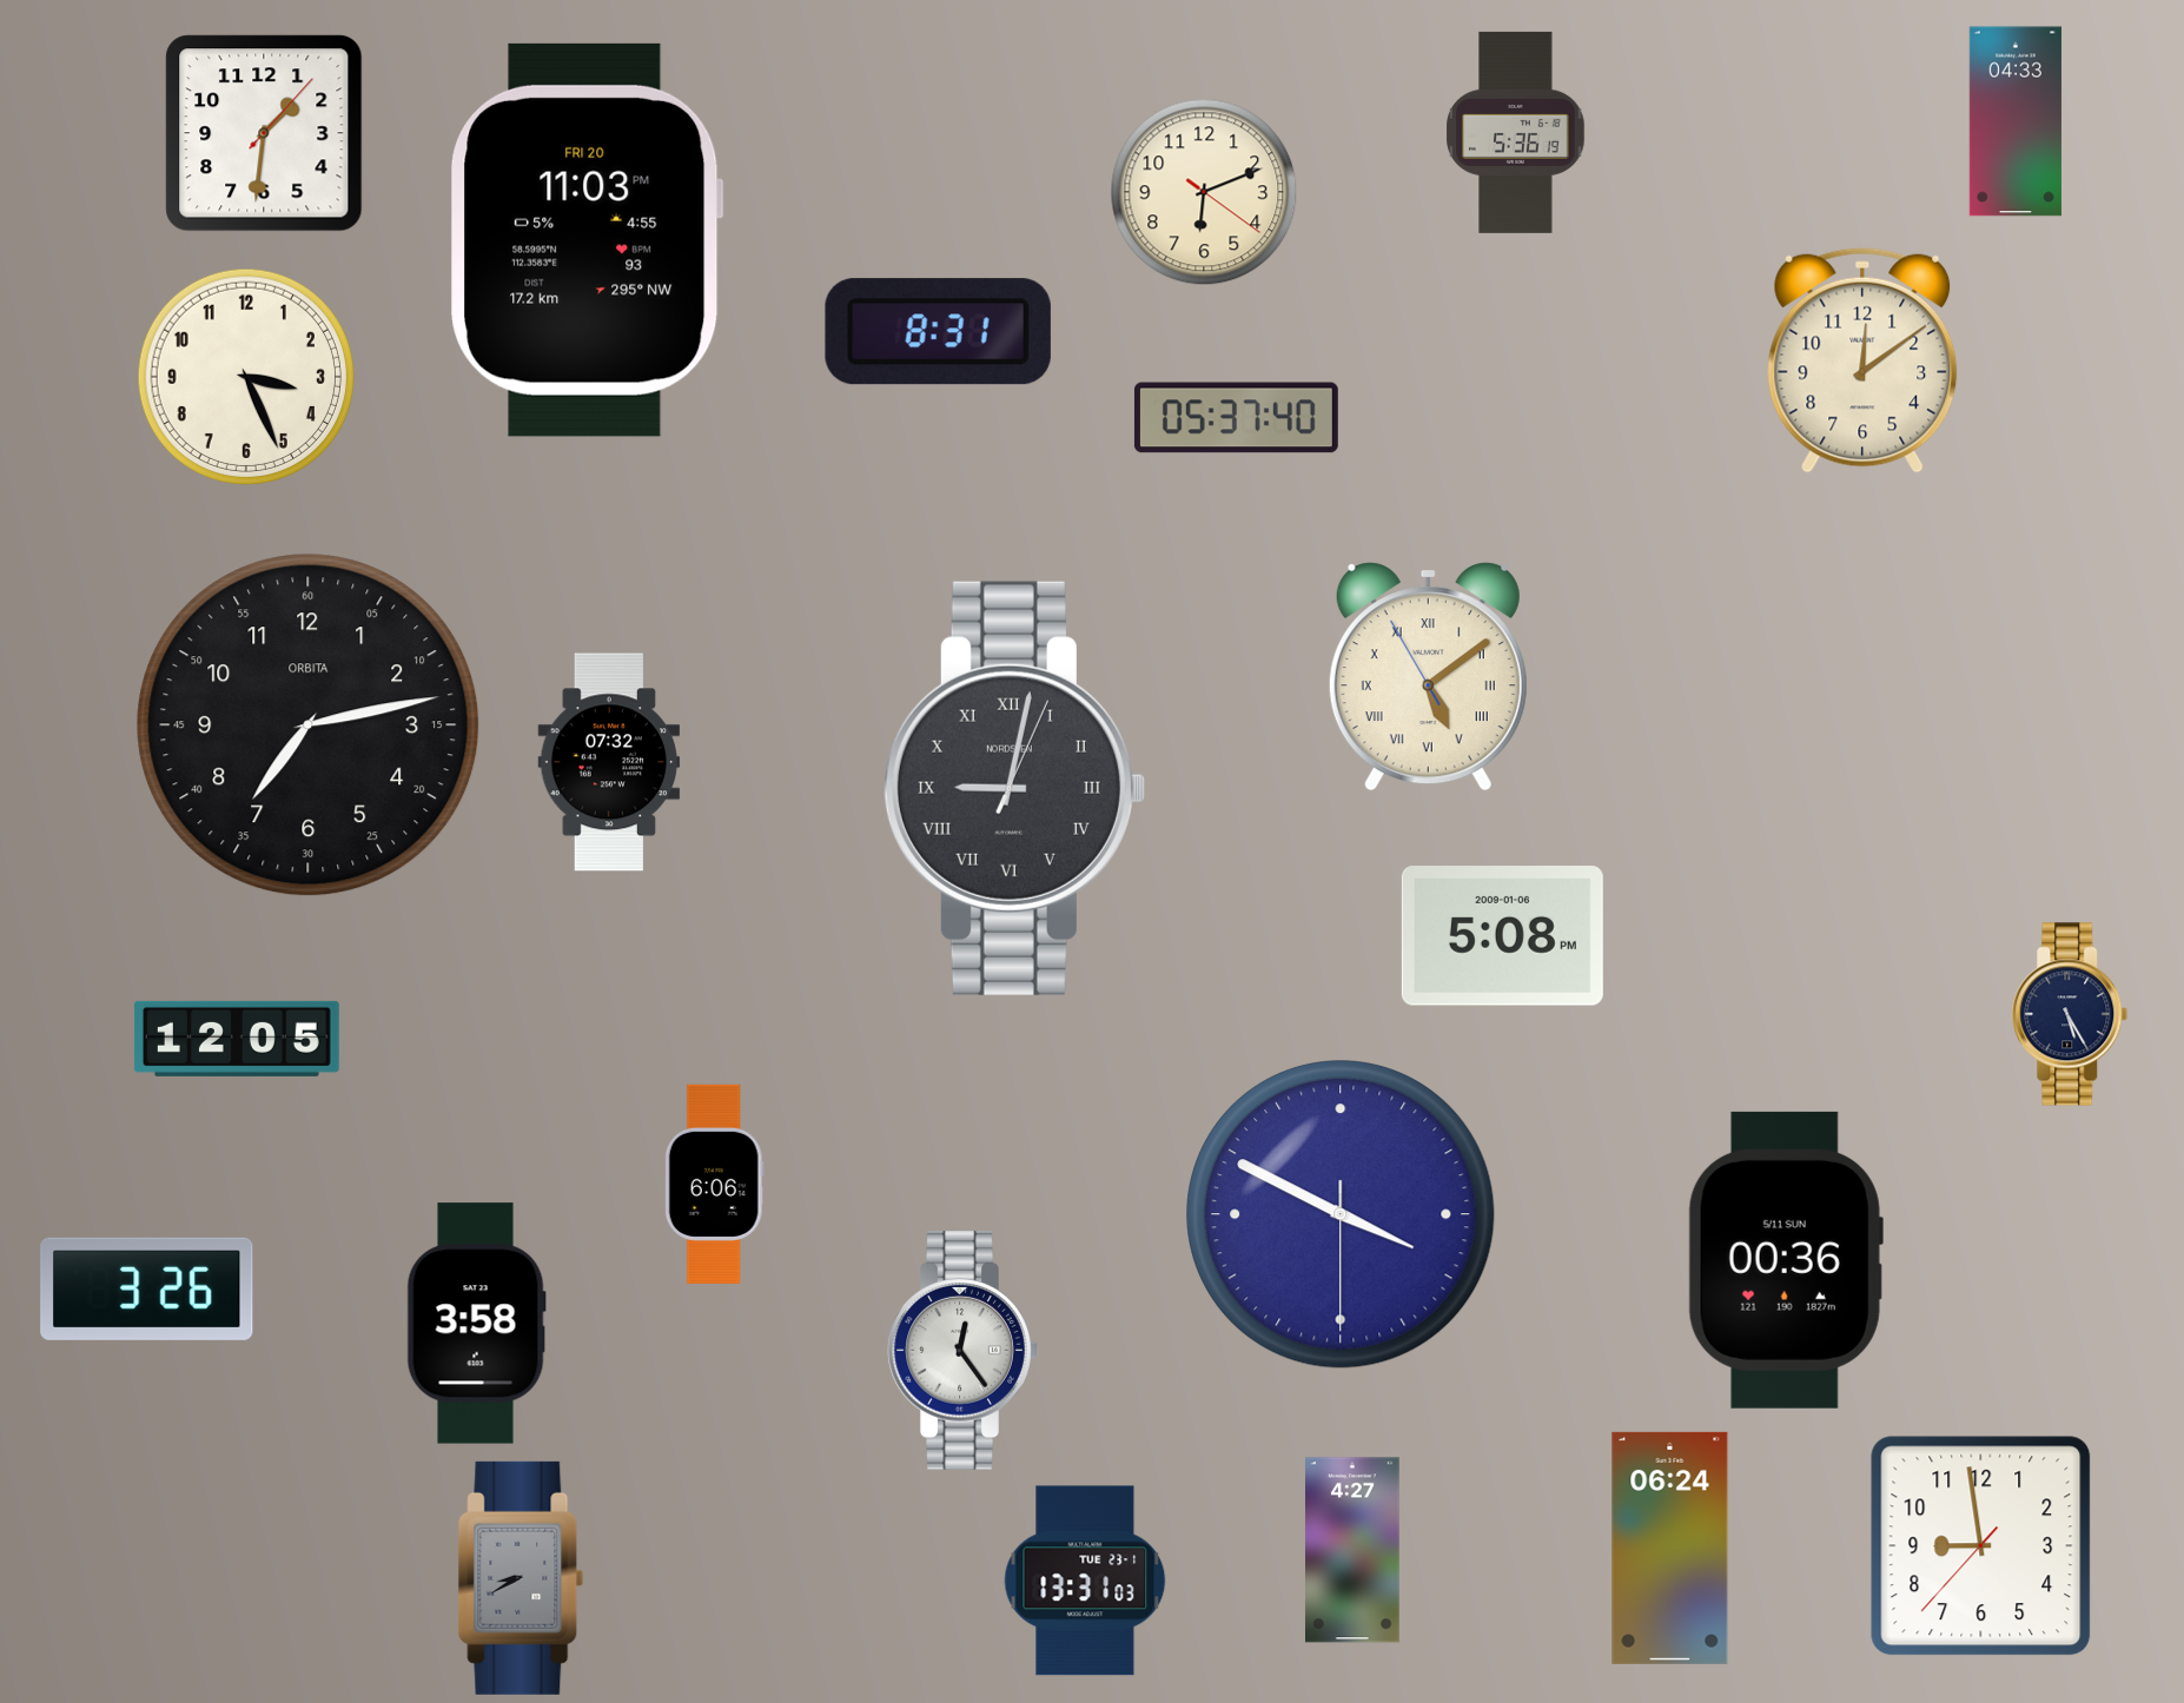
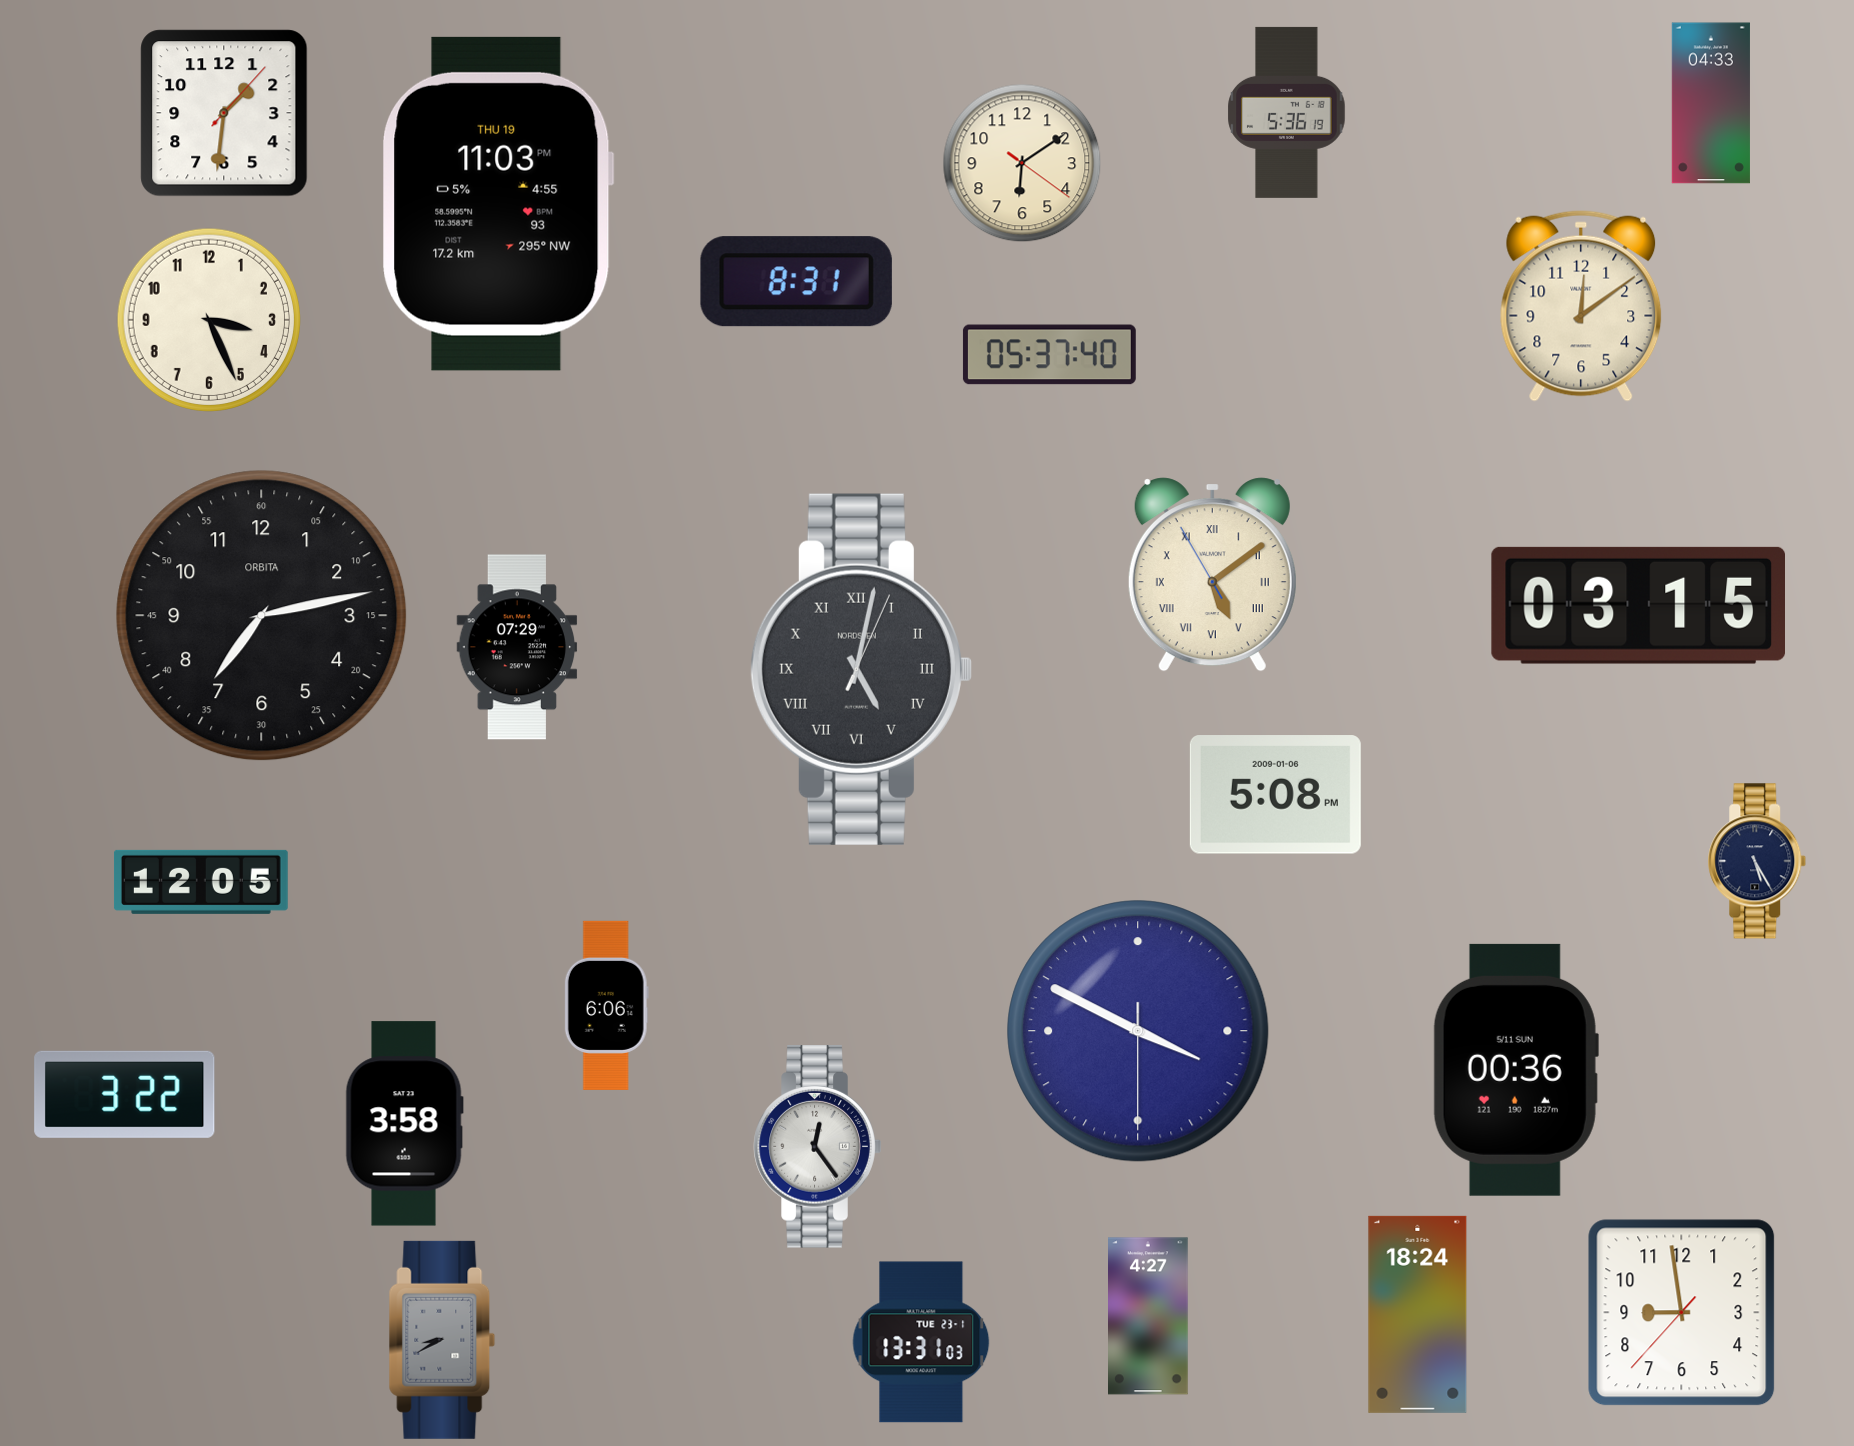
clock at (1204, 192): 6:11 -> 6:09
clock at (587, 240) date: FRI 20 -> THU 19
clock at (1638, 605): none -> 03:15
clock at (609, 762): 07:32 -> 07:29
clock at (1014, 788): 9:02 -> 5:02
clock at (147, 1288): 3:26 -> 3:22
clock at (1670, 1548): 06:24 -> 18:24
